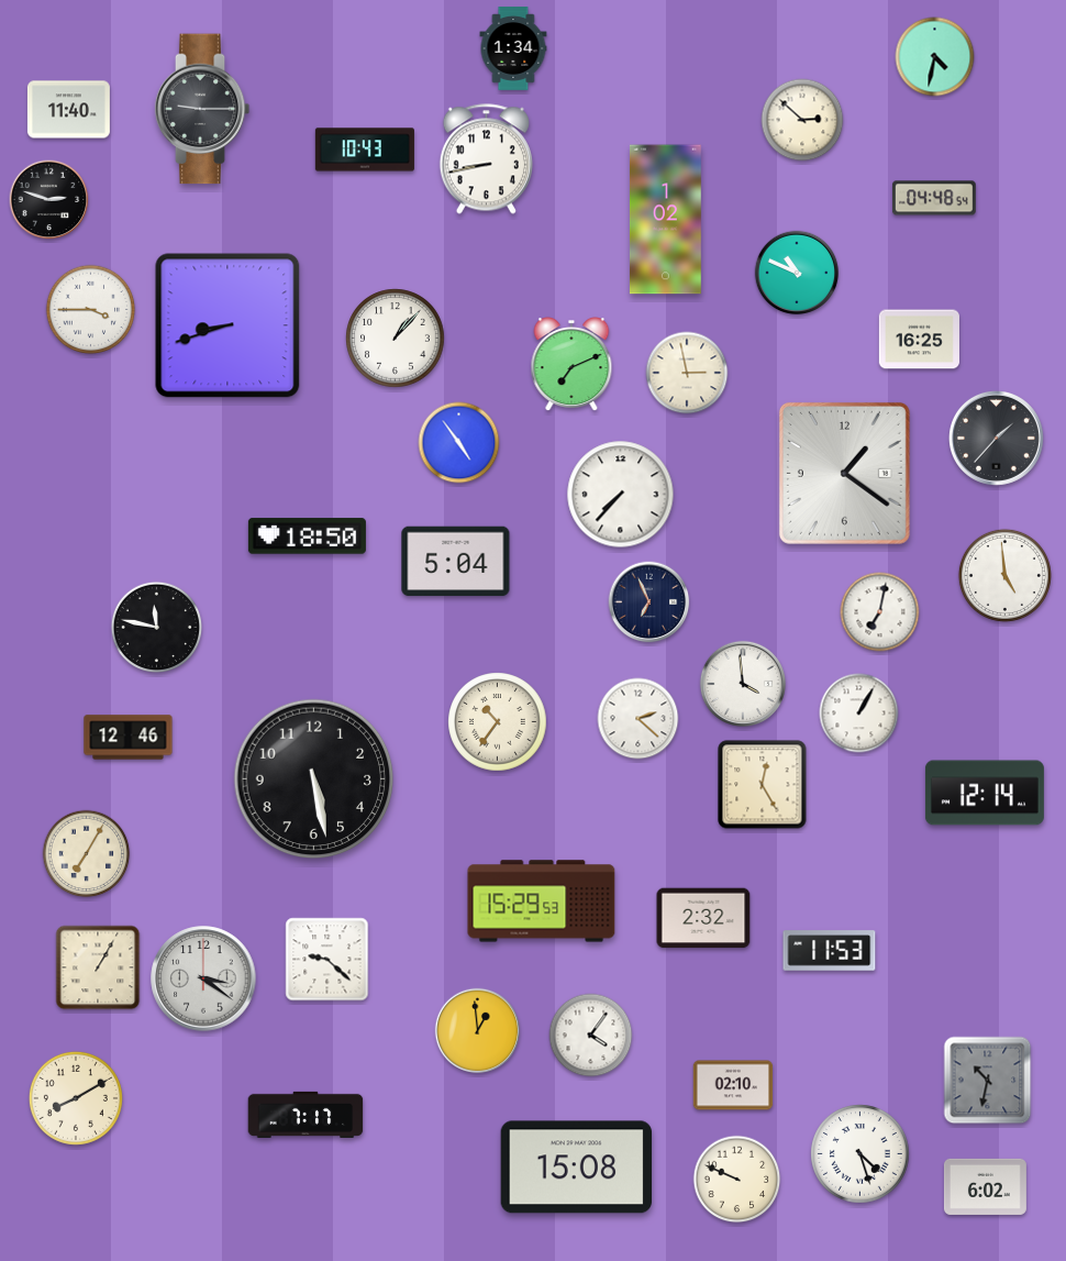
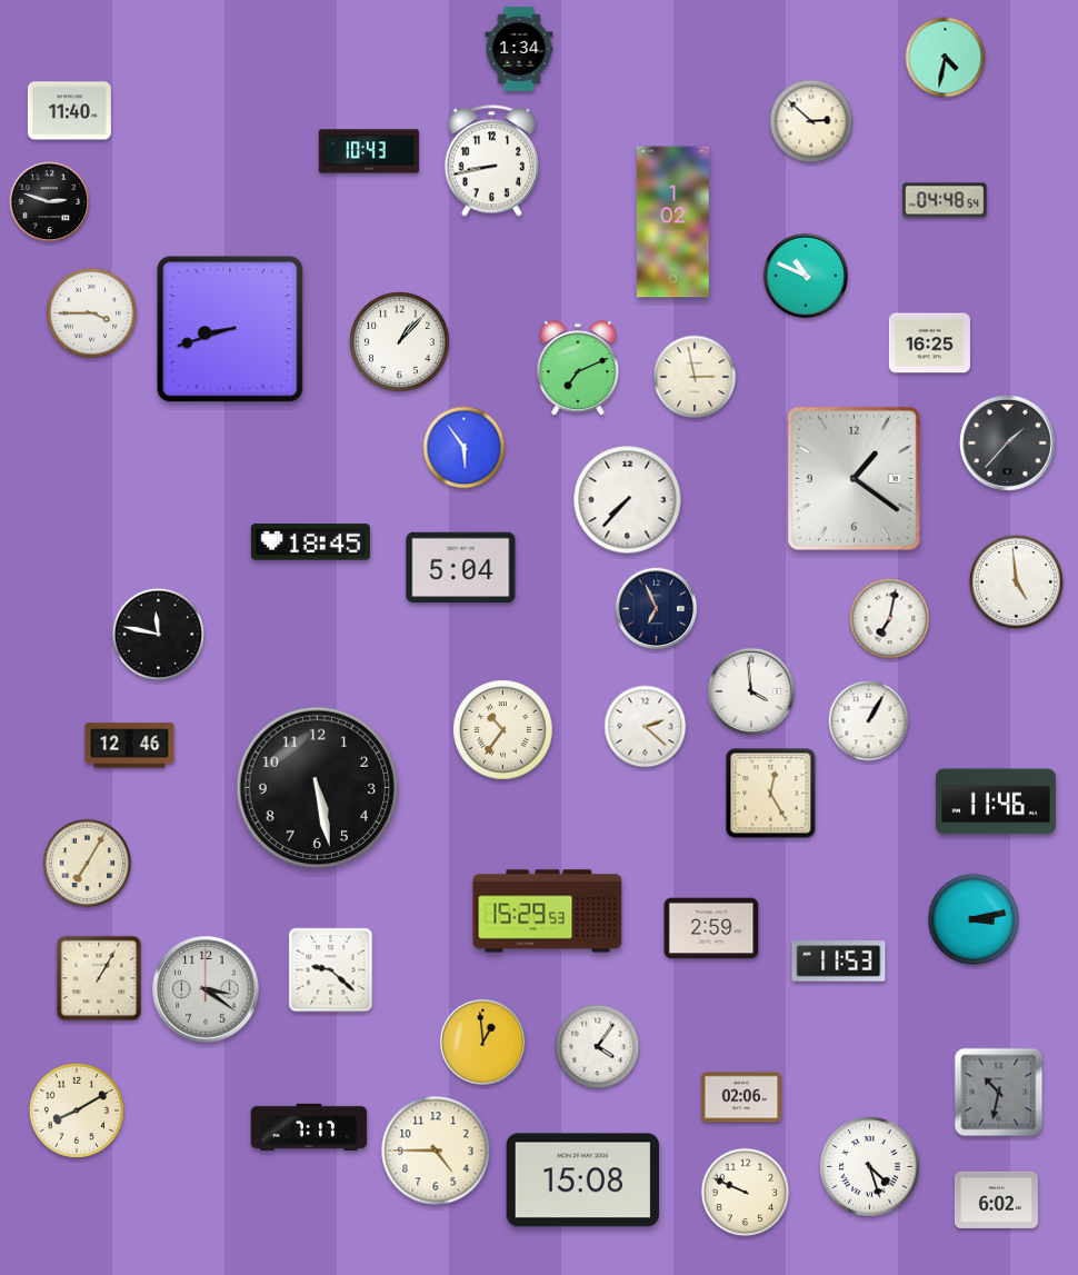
clock at (202, 109): 9:15 -> none
clock at (459, 443): 4:54 -> 5:54
clock at (307, 537): 18:50 -> 18:45
clock at (985, 793): 12:14 -> 11:46
clock at (974, 919): none -> 3:13
clock at (703, 918): 2:32 -> 2:59
clock at (733, 1085): 02:10 -> 02:06
clock at (436, 1151): none -> 4:45
